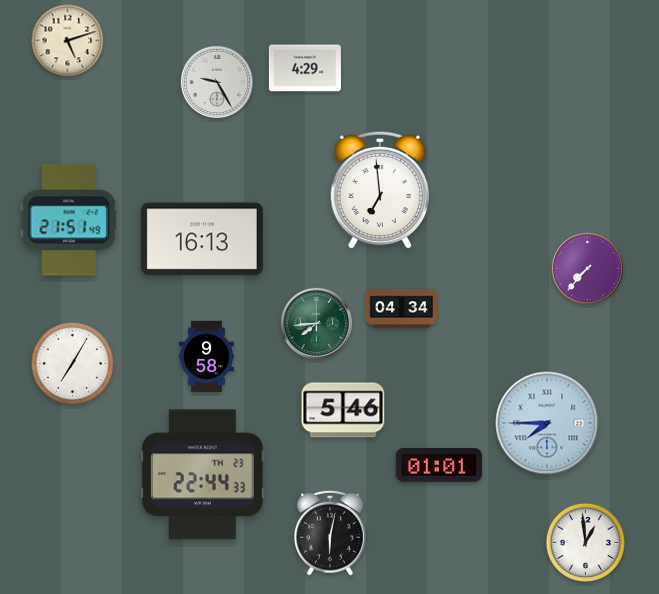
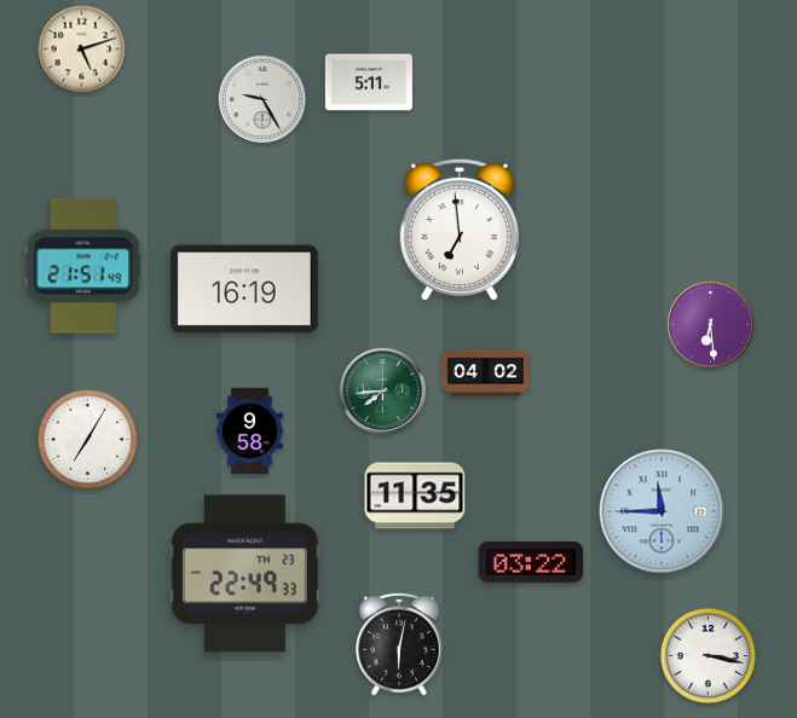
clock at (305, 68): 4:29 -> 5:11
clock at (202, 239): 16:13 -> 16:19
clock at (588, 269): 7:37 -> 6:29
clock at (402, 309): 04:34 -> 04:02
clock at (343, 410): 5:46 -> 11:35
clock at (547, 423): 7:45 -> 11:45
clock at (439, 465): 01:01 -> 03:22
clock at (203, 475): 22:44 -> 22:49
clock at (585, 542): 12:59 -> 3:17
